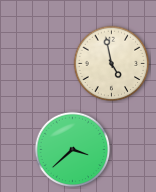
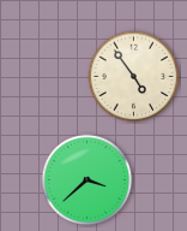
clock at (112, 64): 4:58 -> 4:54
